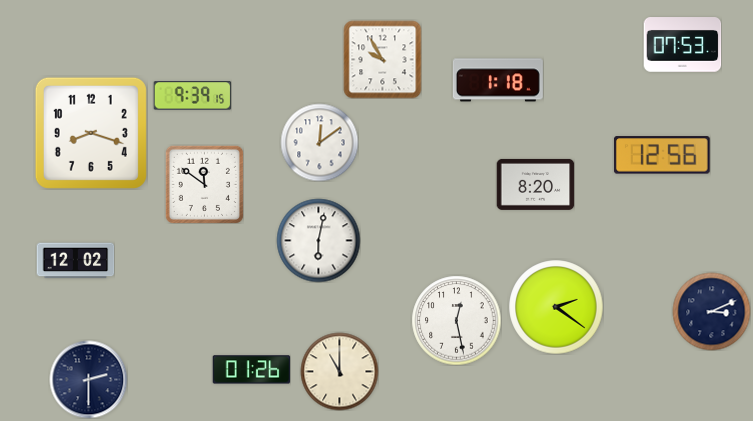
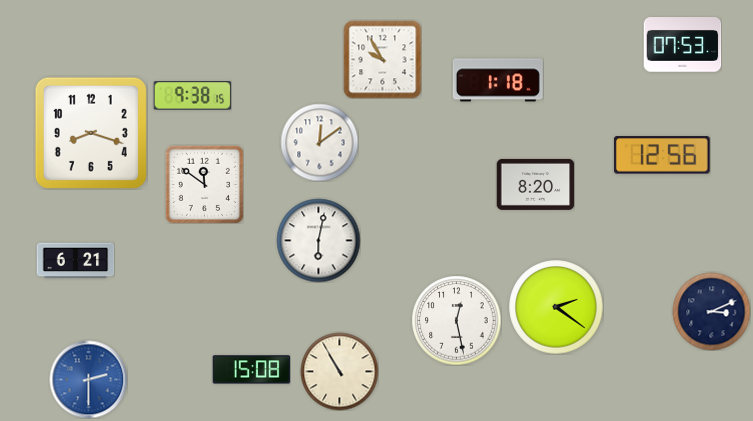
clock at (192, 96): 9:39 -> 9:38
clock at (75, 261): 12:02 -> 6:21
clock at (251, 370): 01:26 -> 15:08
clock at (339, 371): 11:00 -> 10:55
clock at (88, 379) dial: navy -> blue
